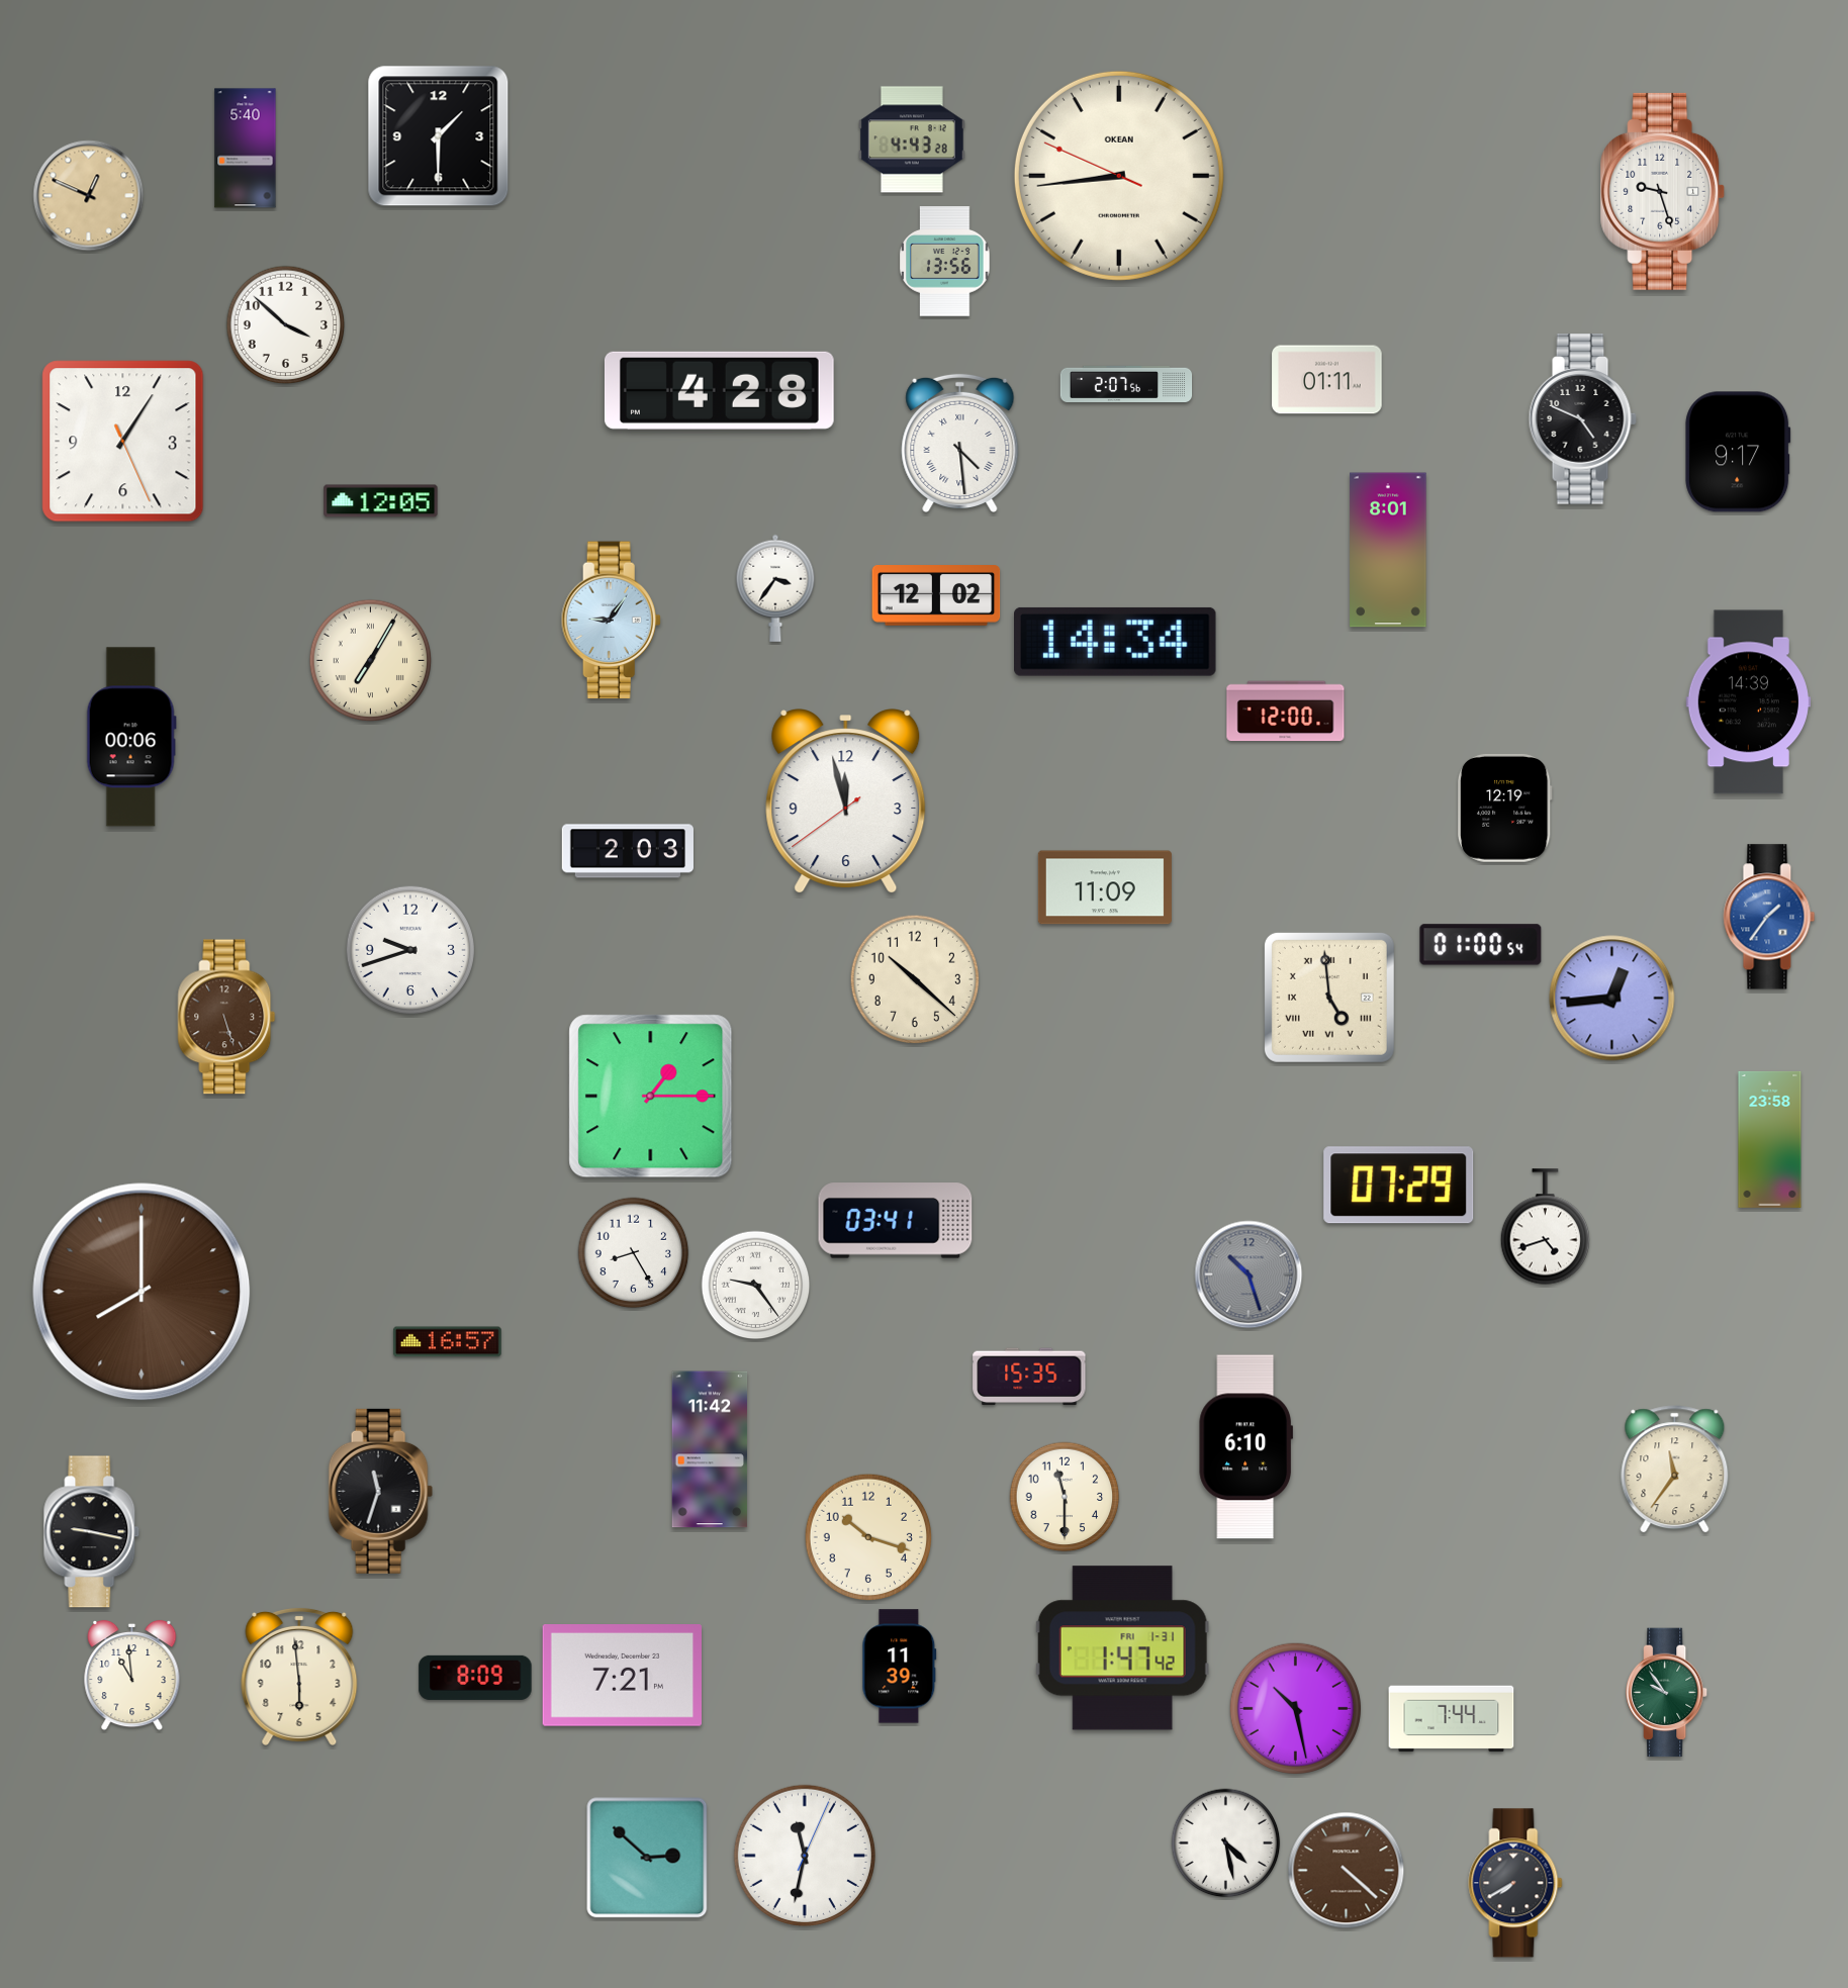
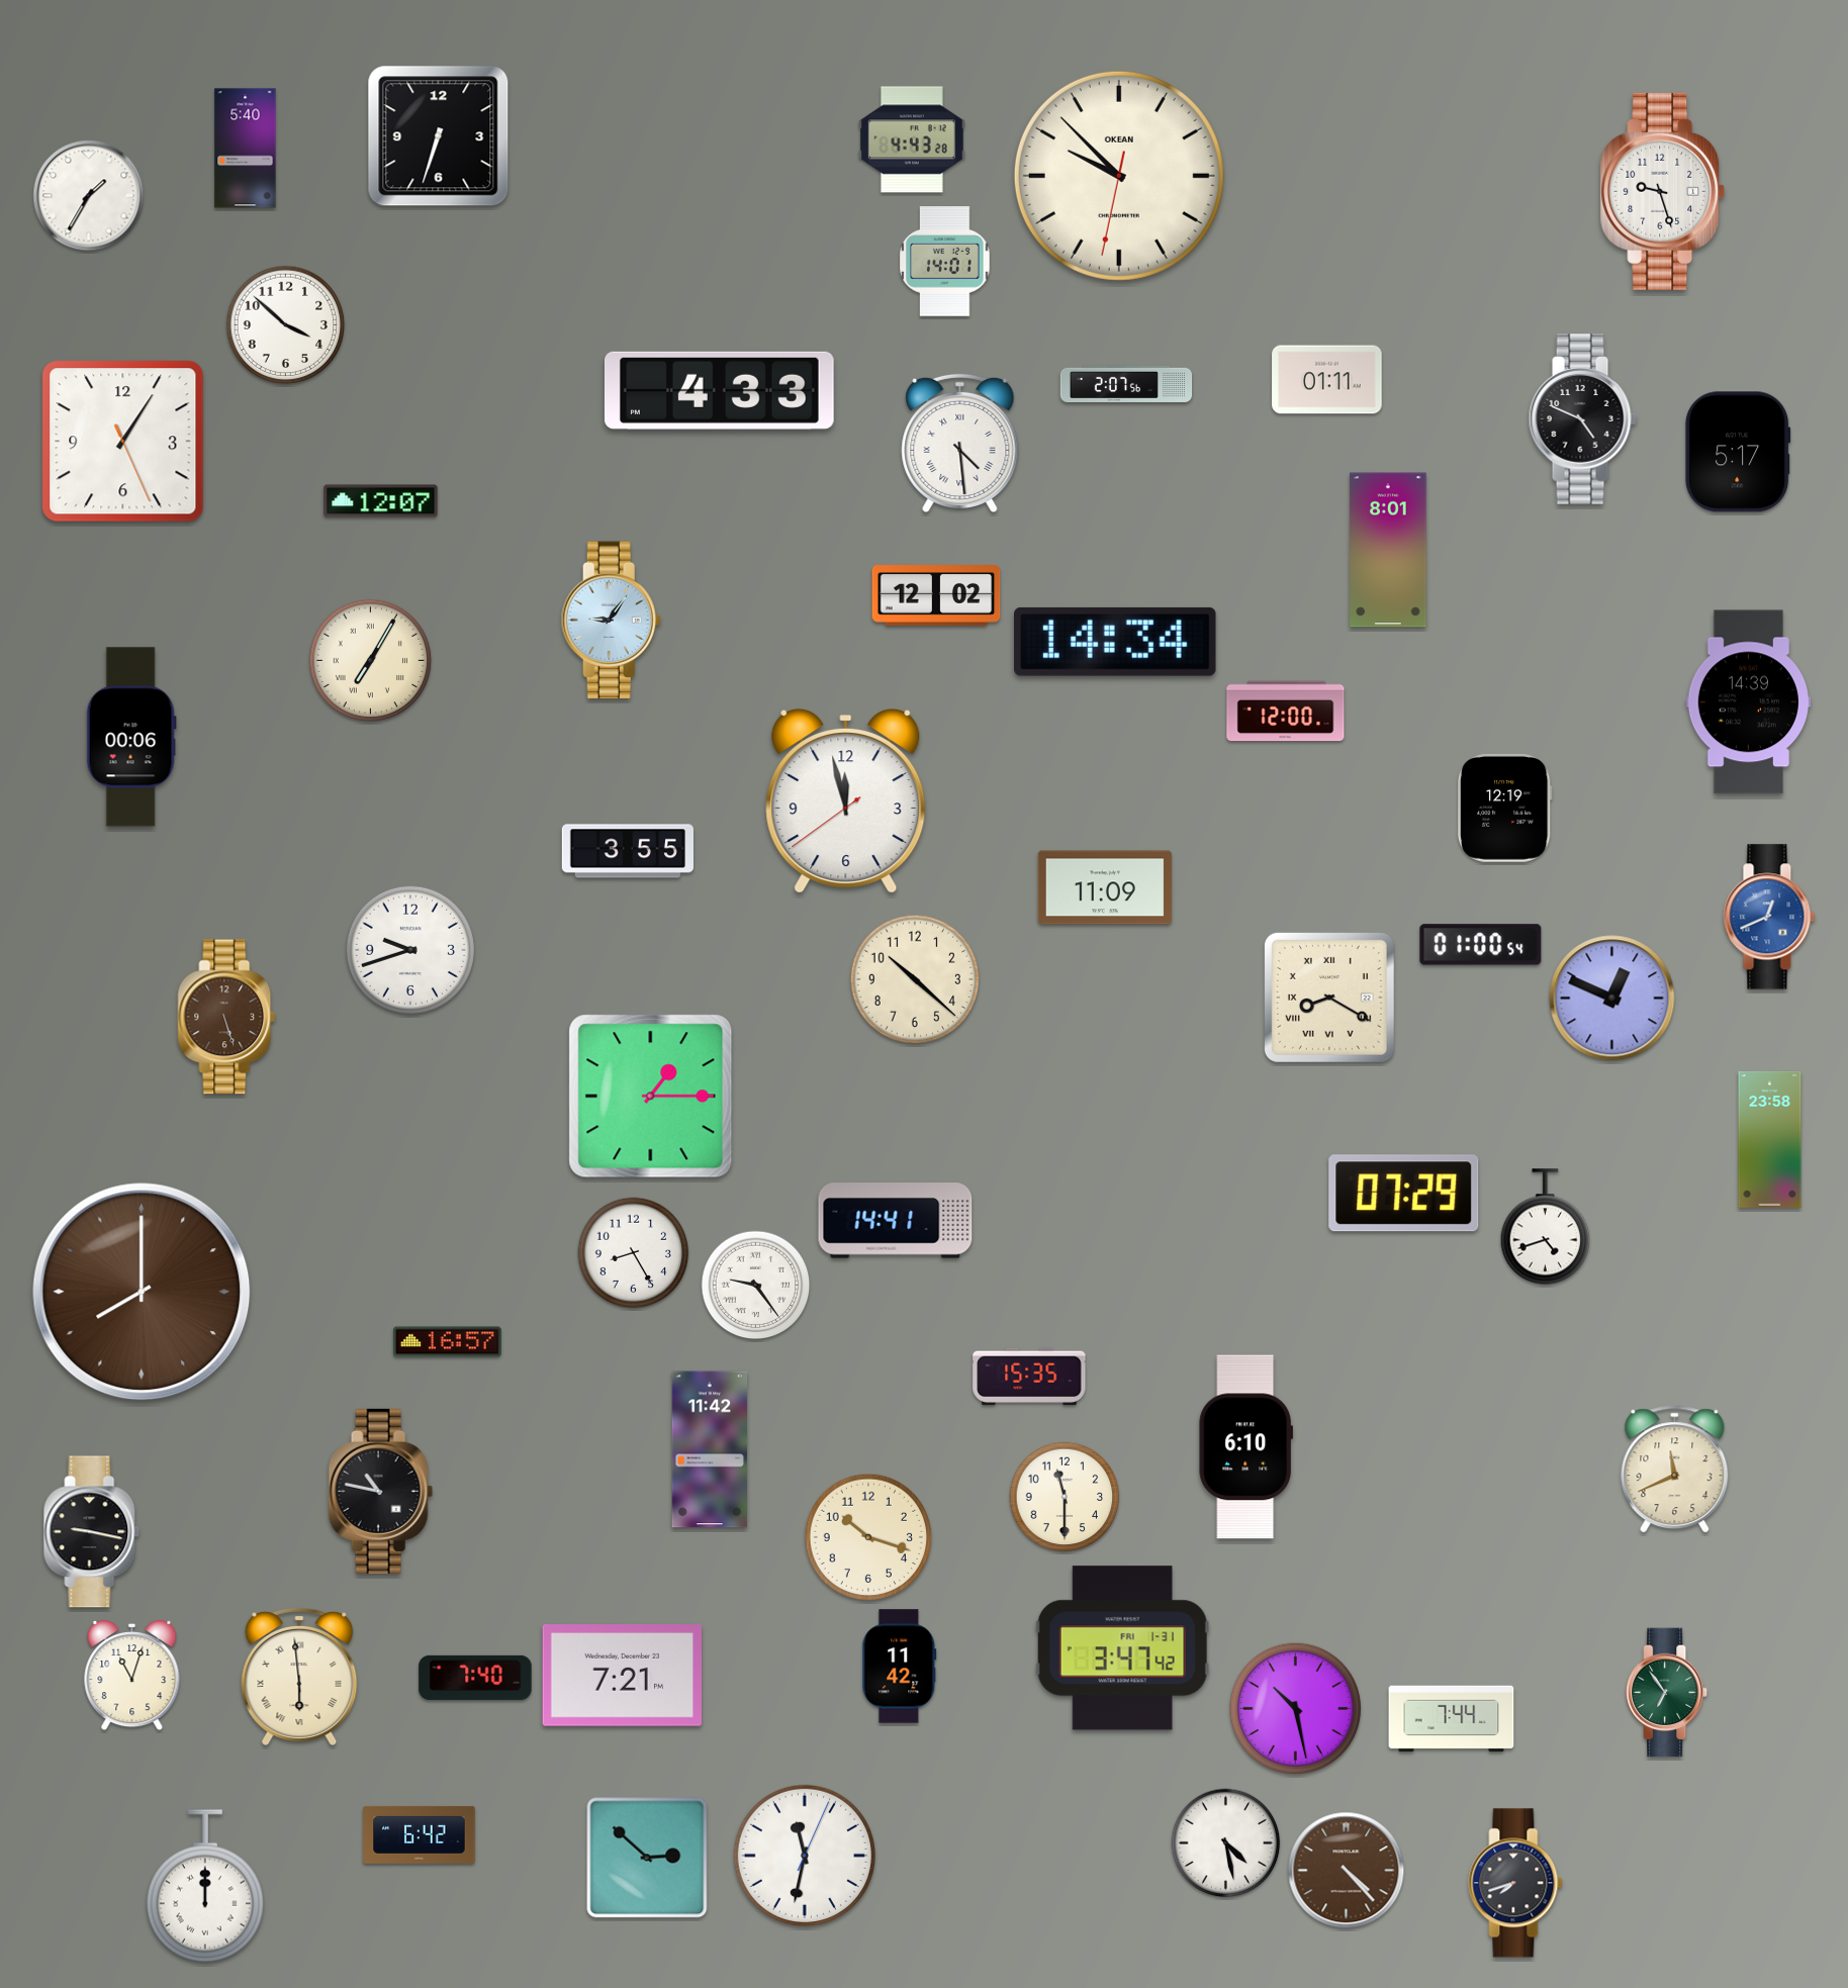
clock at (439, 136): 1:30 -> 6:33
clock at (1119, 176): 8:43 -> 9:52
clock at (89, 196): 12:49 -> 1:35
clock at (89, 196) dial: champagne -> white
clock at (945, 262): 13:56 -> 14:01
clock at (719, 390): 4:28 -> 4:33
clock at (1738, 452): 9:17 -> 5:17
clock at (381, 501): 12:05 -> 12:07
clock at (775, 588): 3:36 -> none
clock at (627, 851): 2:03 -> 3:55
clock at (1769, 917): 1:36 -> 12:41
clock at (1329, 998): 4:59 -> 8:20
clock at (1612, 999): 12:44 -> 12:49
clock at (1399, 1186) position: (1399, 1186) -> (1404, 1194)
clock at (896, 1221): 03:41 -> 14:41
clock at (1249, 1274): 10:27 -> none
clock at (1675, 1470): 11:36 -> 11:41
clock at (380, 1491): 11:33 -> 10:47
clock at (1122, 1648): 1:47 -> 3:47
clock at (900, 1667): 11:39 -> 11:42
clock at (132, 1676): 10:59 -> 11:03
clock at (299, 1676) numerals: Arabic -> Roman
clock at (475, 1678): 8:09 -> 7:40
clock at (1668, 1693): 9:54 -> 6:54
clock at (420, 1834): none -> 6:42
clock at (1347, 1871): 4:22 -> 4:23
clock at (1515, 1883): 7:40 -> 7:42
clock at (205, 1886): none -> 12:00
